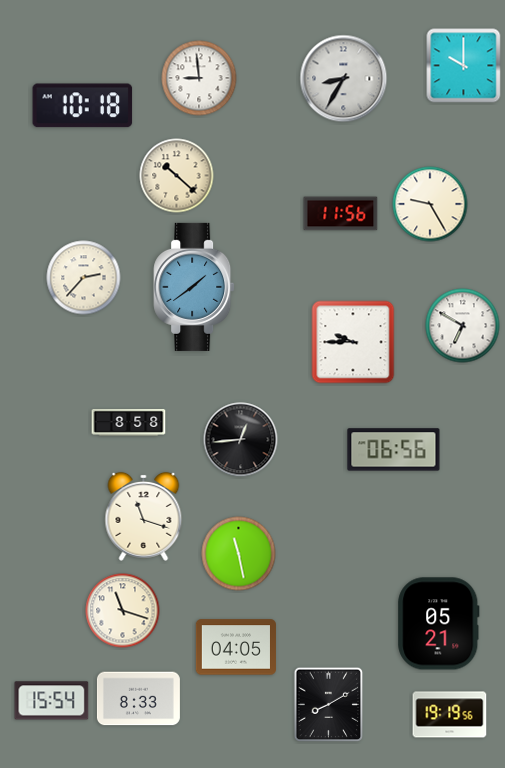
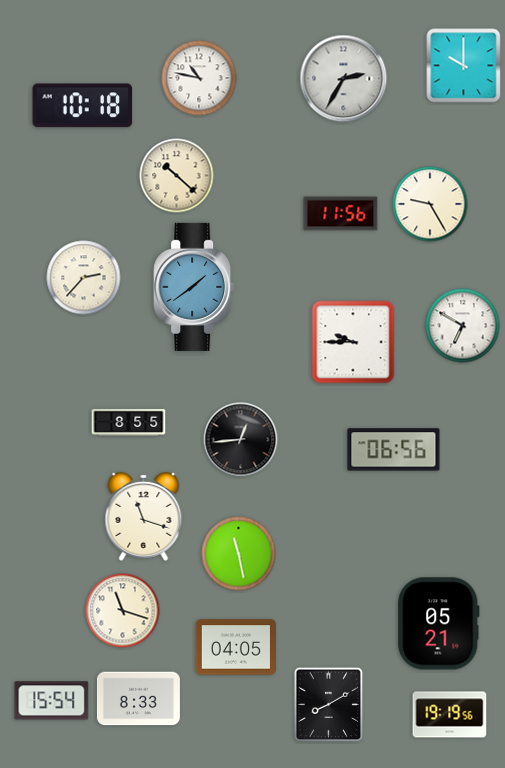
clock at (199, 78): 8:59 -> 10:47
clock at (344, 79): 8:35 -> 2:35
clock at (129, 422): 8:58 -> 8:55
